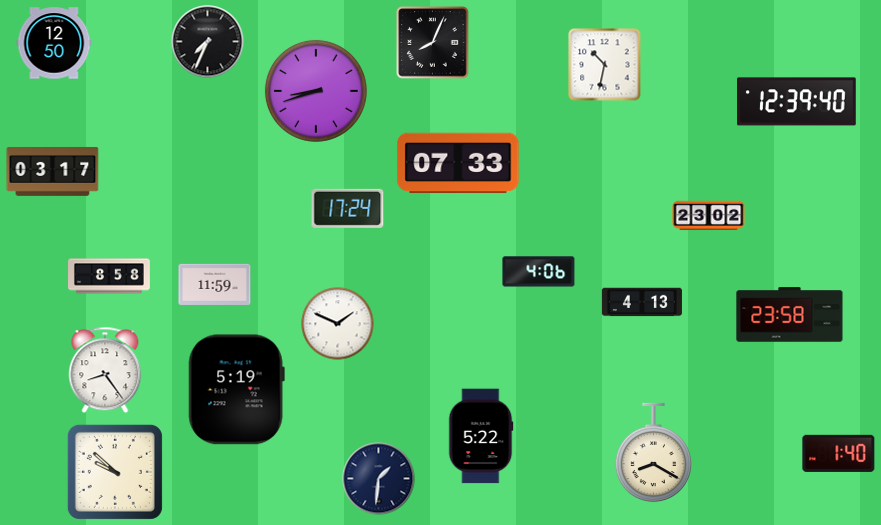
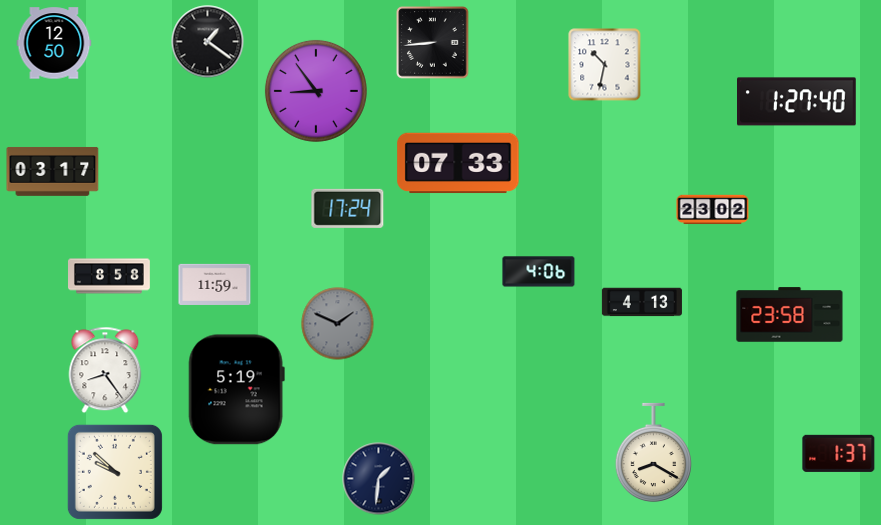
clock at (208, 42): 7:34 -> 1:21
clock at (433, 43): 8:04 -> 8:44
clock at (316, 91): 8:42 -> 8:54
clock at (797, 102): 12:39 -> 1:27
clock at (709, 216) position: (709, 216) -> (713, 210)
clock at (338, 324) dial: white -> grey
clock at (481, 436): 5:22 -> none
clock at (839, 453): 1:40 -> 1:37
